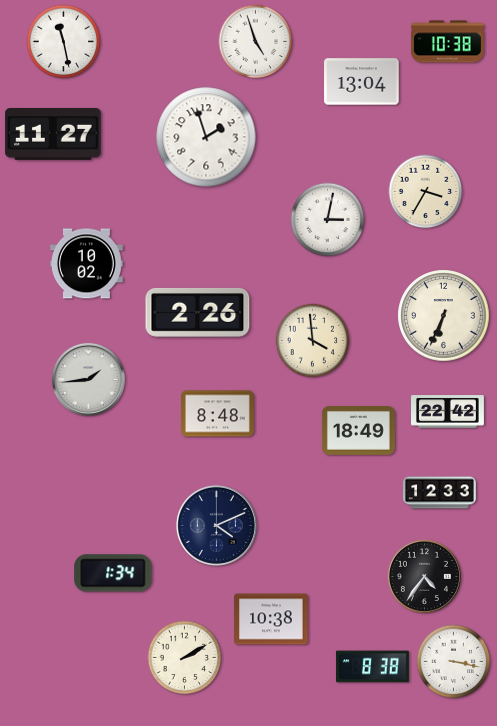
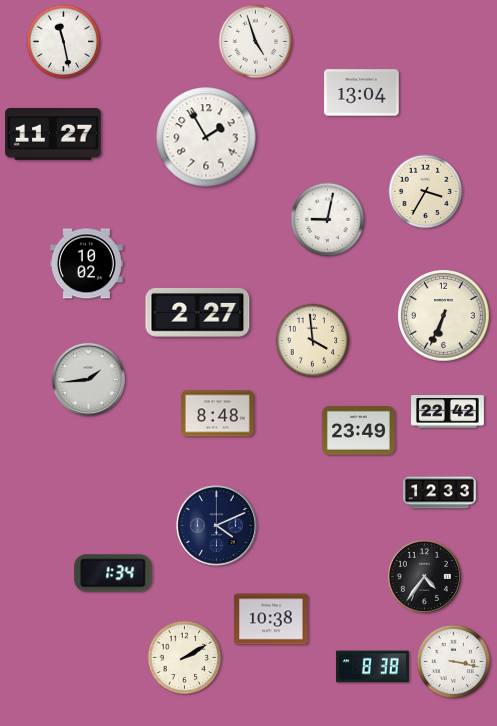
clock at (447, 42): 10:38 -> none
clock at (362, 82) position: (362, 82) -> (362, 93)
clock at (206, 137): 1:57 -> 1:55
clock at (328, 220): 3:02 -> 9:02
clock at (198, 313): 2:26 -> 2:27
clock at (358, 430): 18:49 -> 23:49
